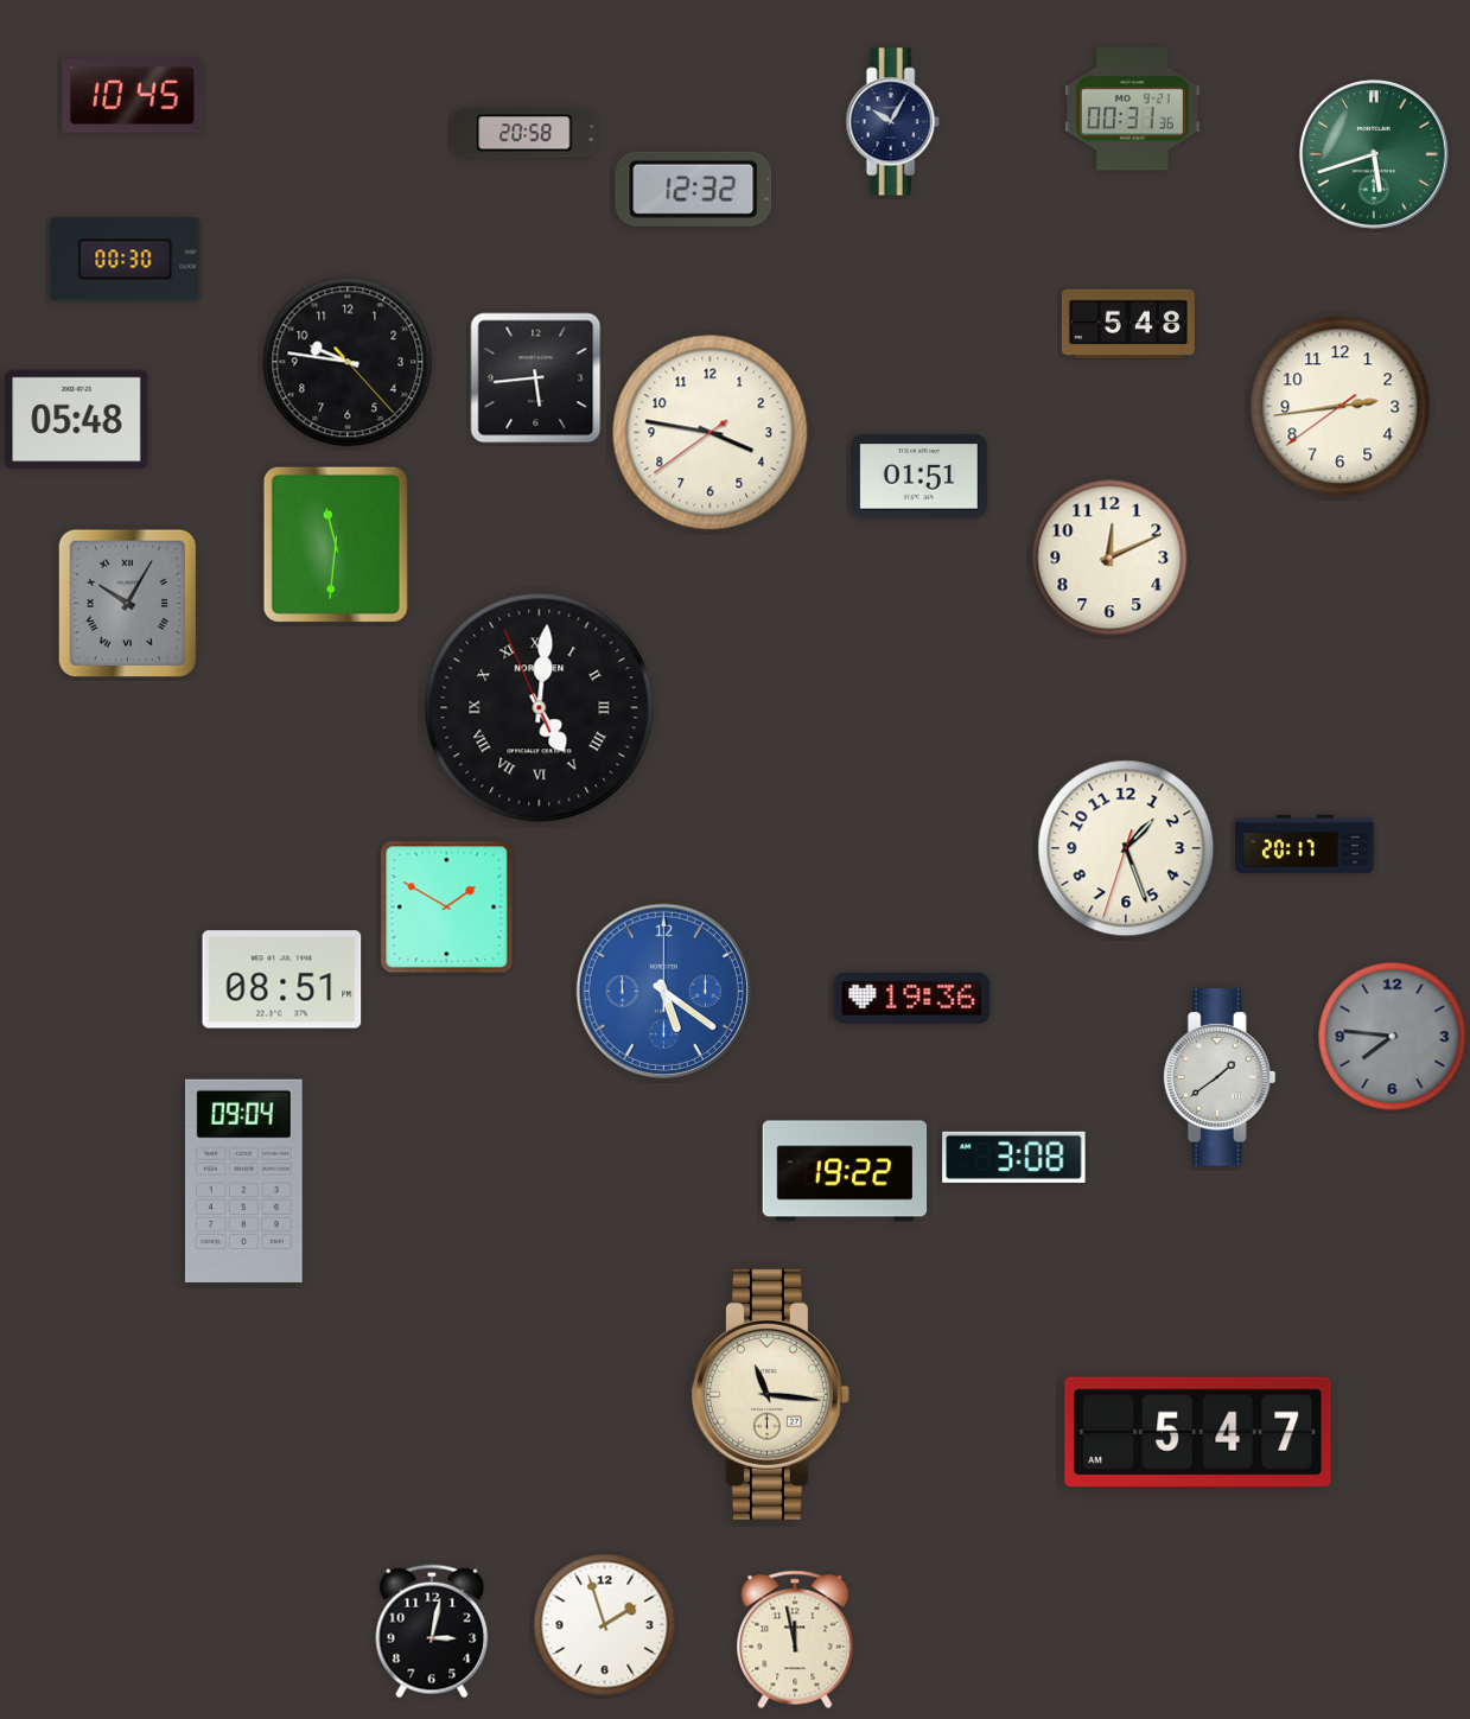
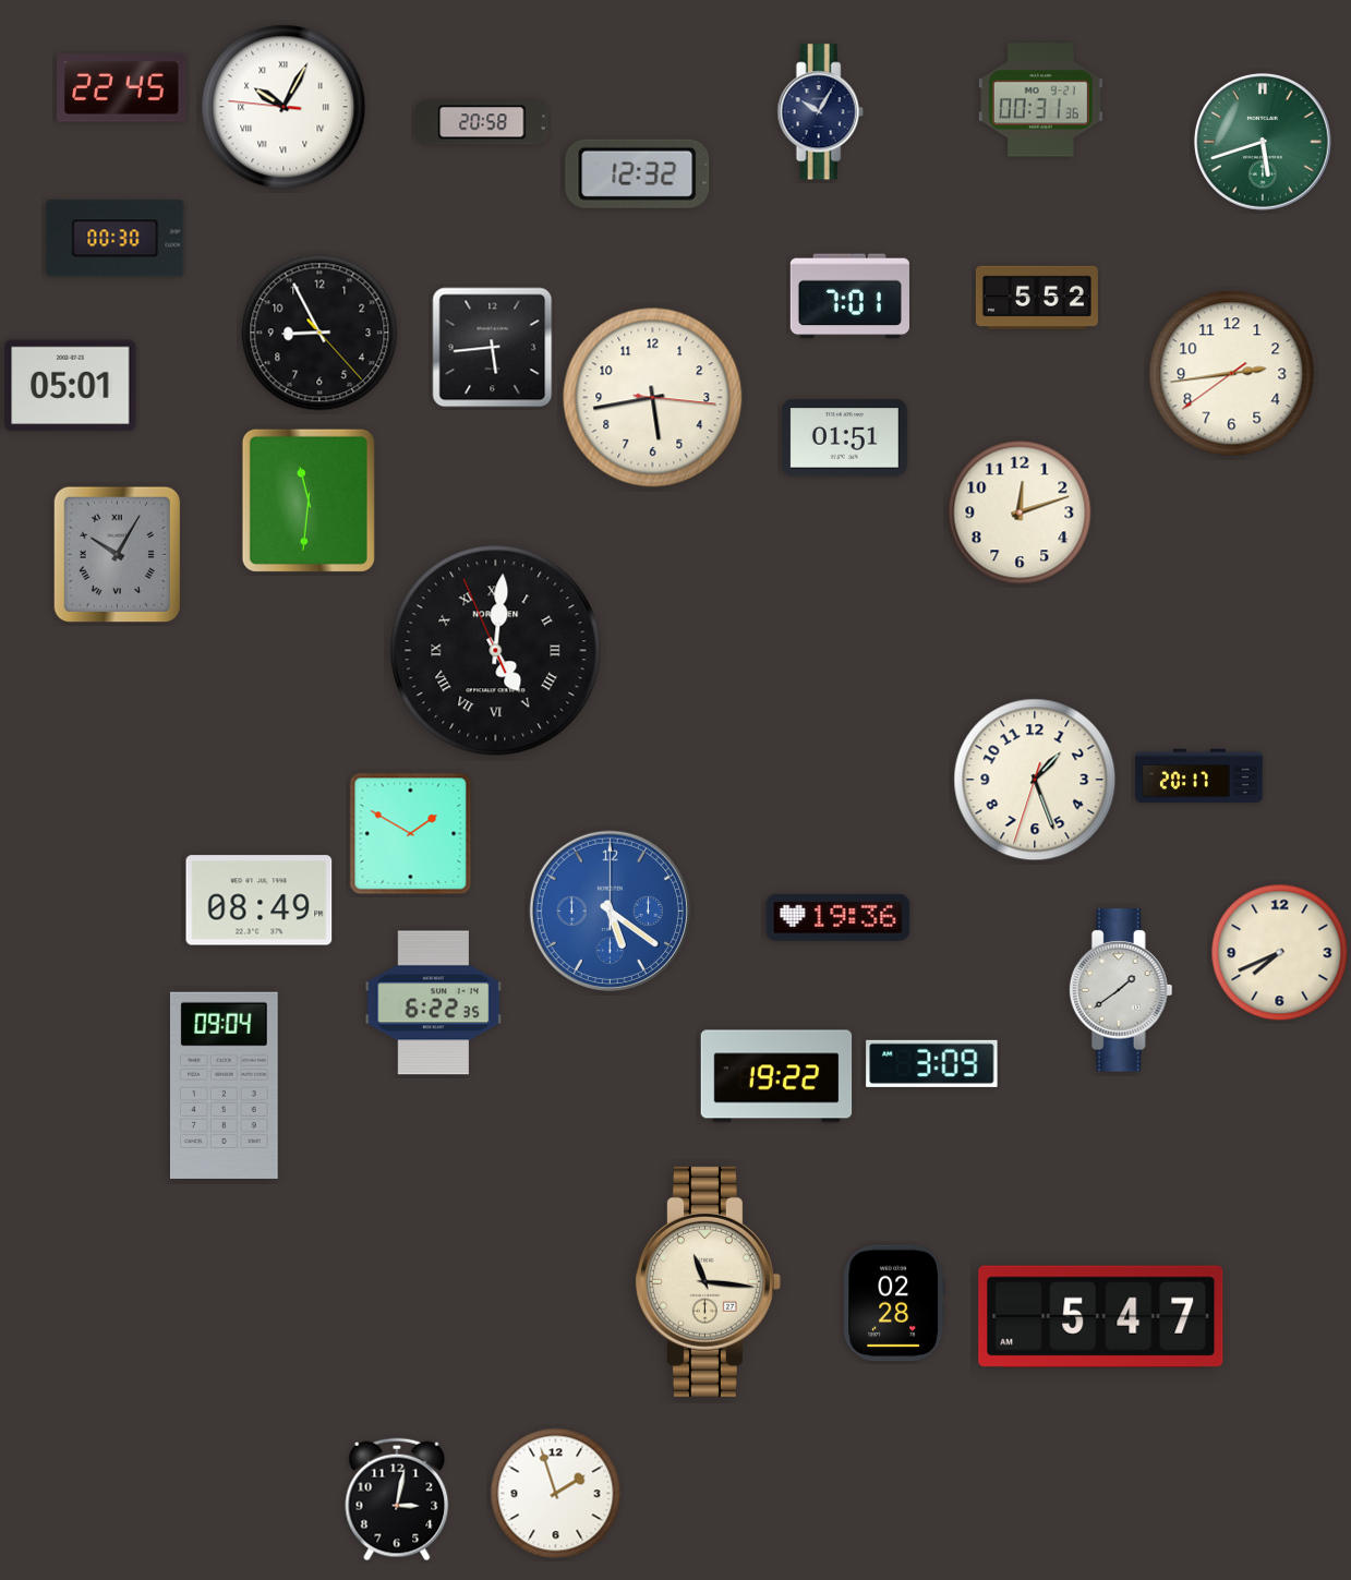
clock at (133, 96): 10:45 -> 22:45
clock at (284, 107): none -> 10:04
clock at (849, 297): none -> 7:01
clock at (1128, 324): 5:48 -> 5:52
clock at (348, 362): 9:46 -> 8:55
clock at (77, 420): 05:48 -> 05:01
clock at (711, 433): 3:46 -> 5:43
clock at (1109, 558): 12:11 -> 12:12
clock at (282, 980): 08:51 -> 08:49
clock at (1393, 1037): 7:46 -> 7:41
clock at (1393, 1037) dial: grey -> cream
clock at (434, 1003): none -> 6:22
clock at (1014, 1157): 3:08 -> 3:09
clock at (894, 1303): none -> 02:28
clock at (795, 1640): 11:58 -> none
